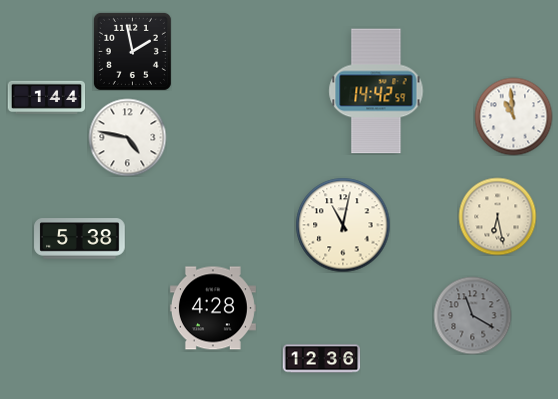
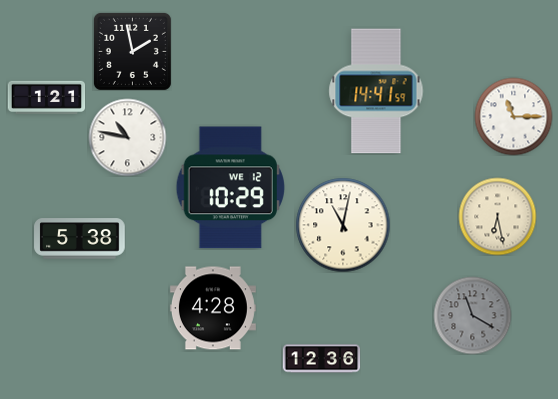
clock at (376, 91): 14:42 -> 14:41
clock at (46, 97): 1:44 -> 1:21
clock at (513, 116): 10:59 -> 11:15
clock at (127, 137): 4:47 -> 10:47
clock at (230, 188): none -> 10:29
